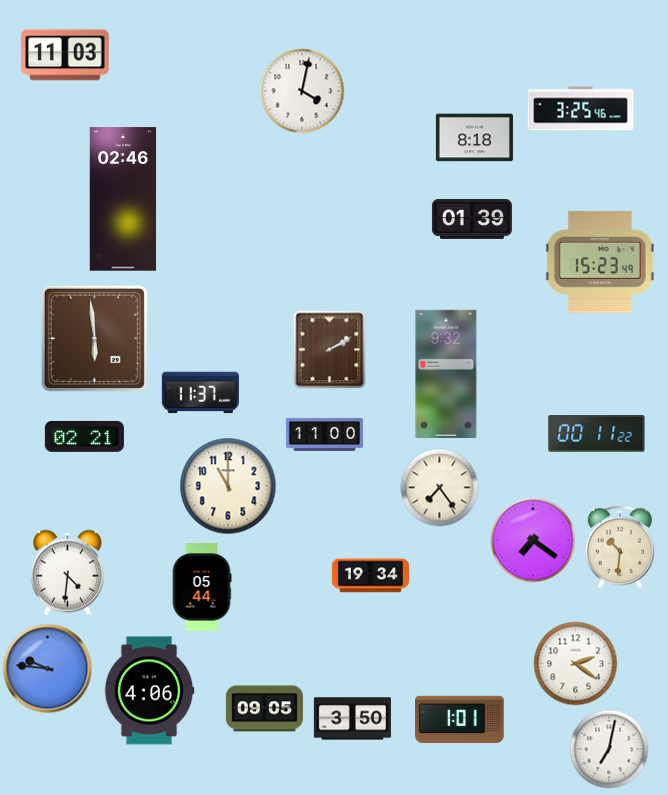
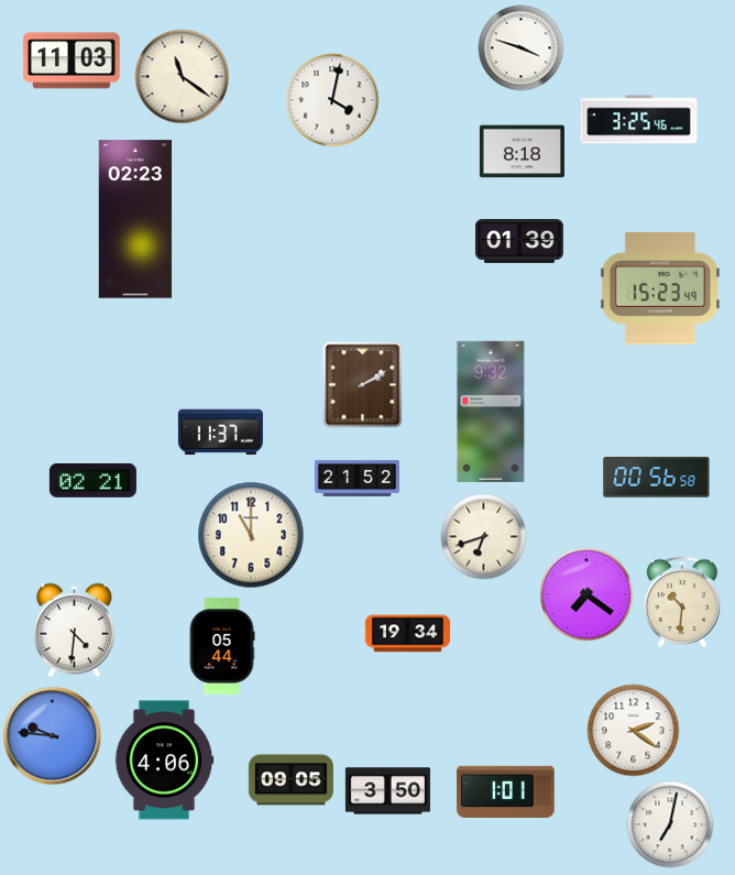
clock at (520, 47): none -> 3:48
clock at (182, 76): none -> 11:21
clock at (123, 199): 02:46 -> 02:23
clock at (94, 338): 5:59 -> none
clock at (324, 434): 11:00 -> 21:52
clock at (597, 434): 00:11 -> 00:56
clock at (439, 487): 7:24 -> 6:42
